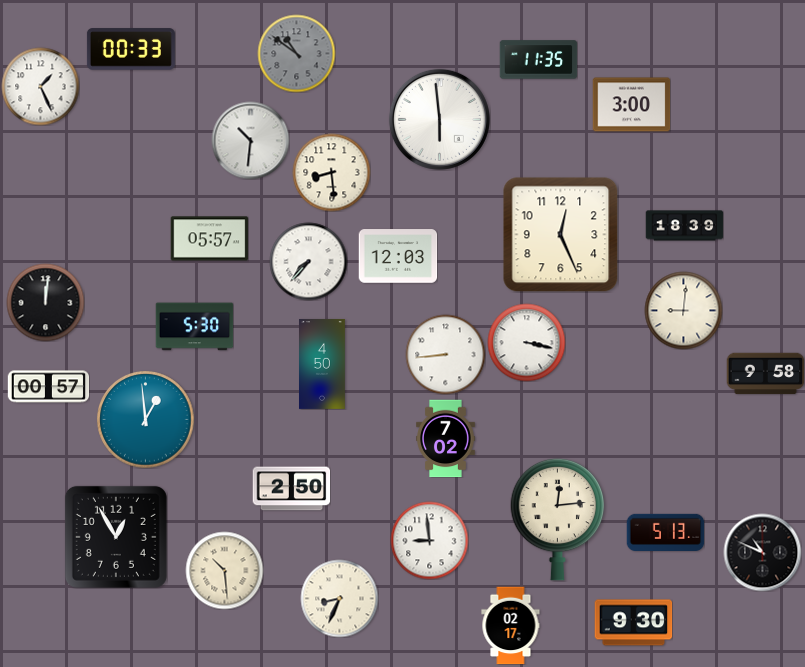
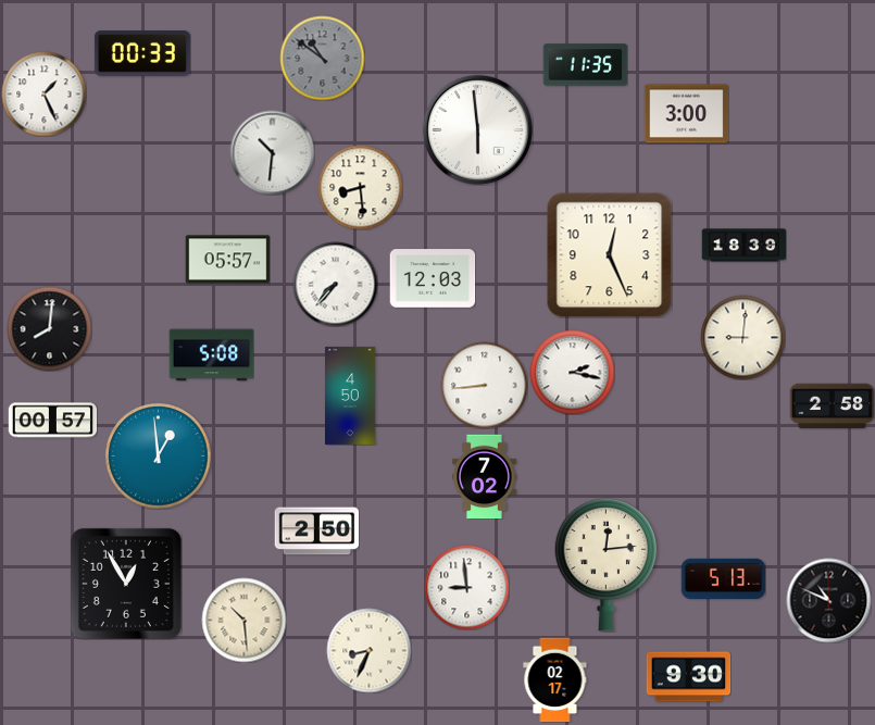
clock at (45, 302): 12:01 -> 8:01
clock at (194, 327): 5:30 -> 5:08
clock at (526, 342): 3:17 -> 2:17
clock at (765, 374): 9:58 -> 2:58
